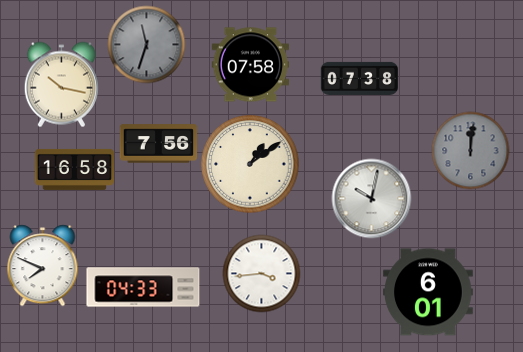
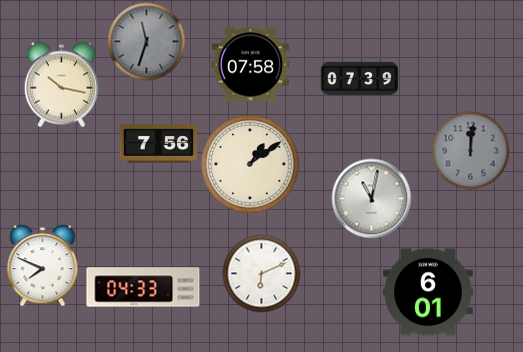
clock at (146, 44) position: (146, 44) -> (146, 41)
clock at (359, 78): 07:38 -> 07:39
clock at (74, 169): 16:58 -> none
clock at (371, 198): 10:02 -> 11:02
clock at (261, 273): 3:44 -> 6:11
